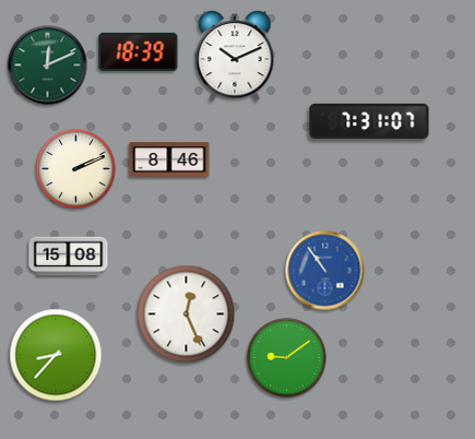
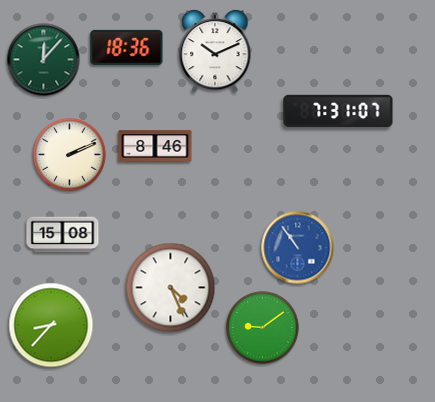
clock at (139, 51): 18:39 -> 18:36
clock at (48, 66): 12:11 -> 12:07
clock at (187, 315): 12:26 -> 4:26
